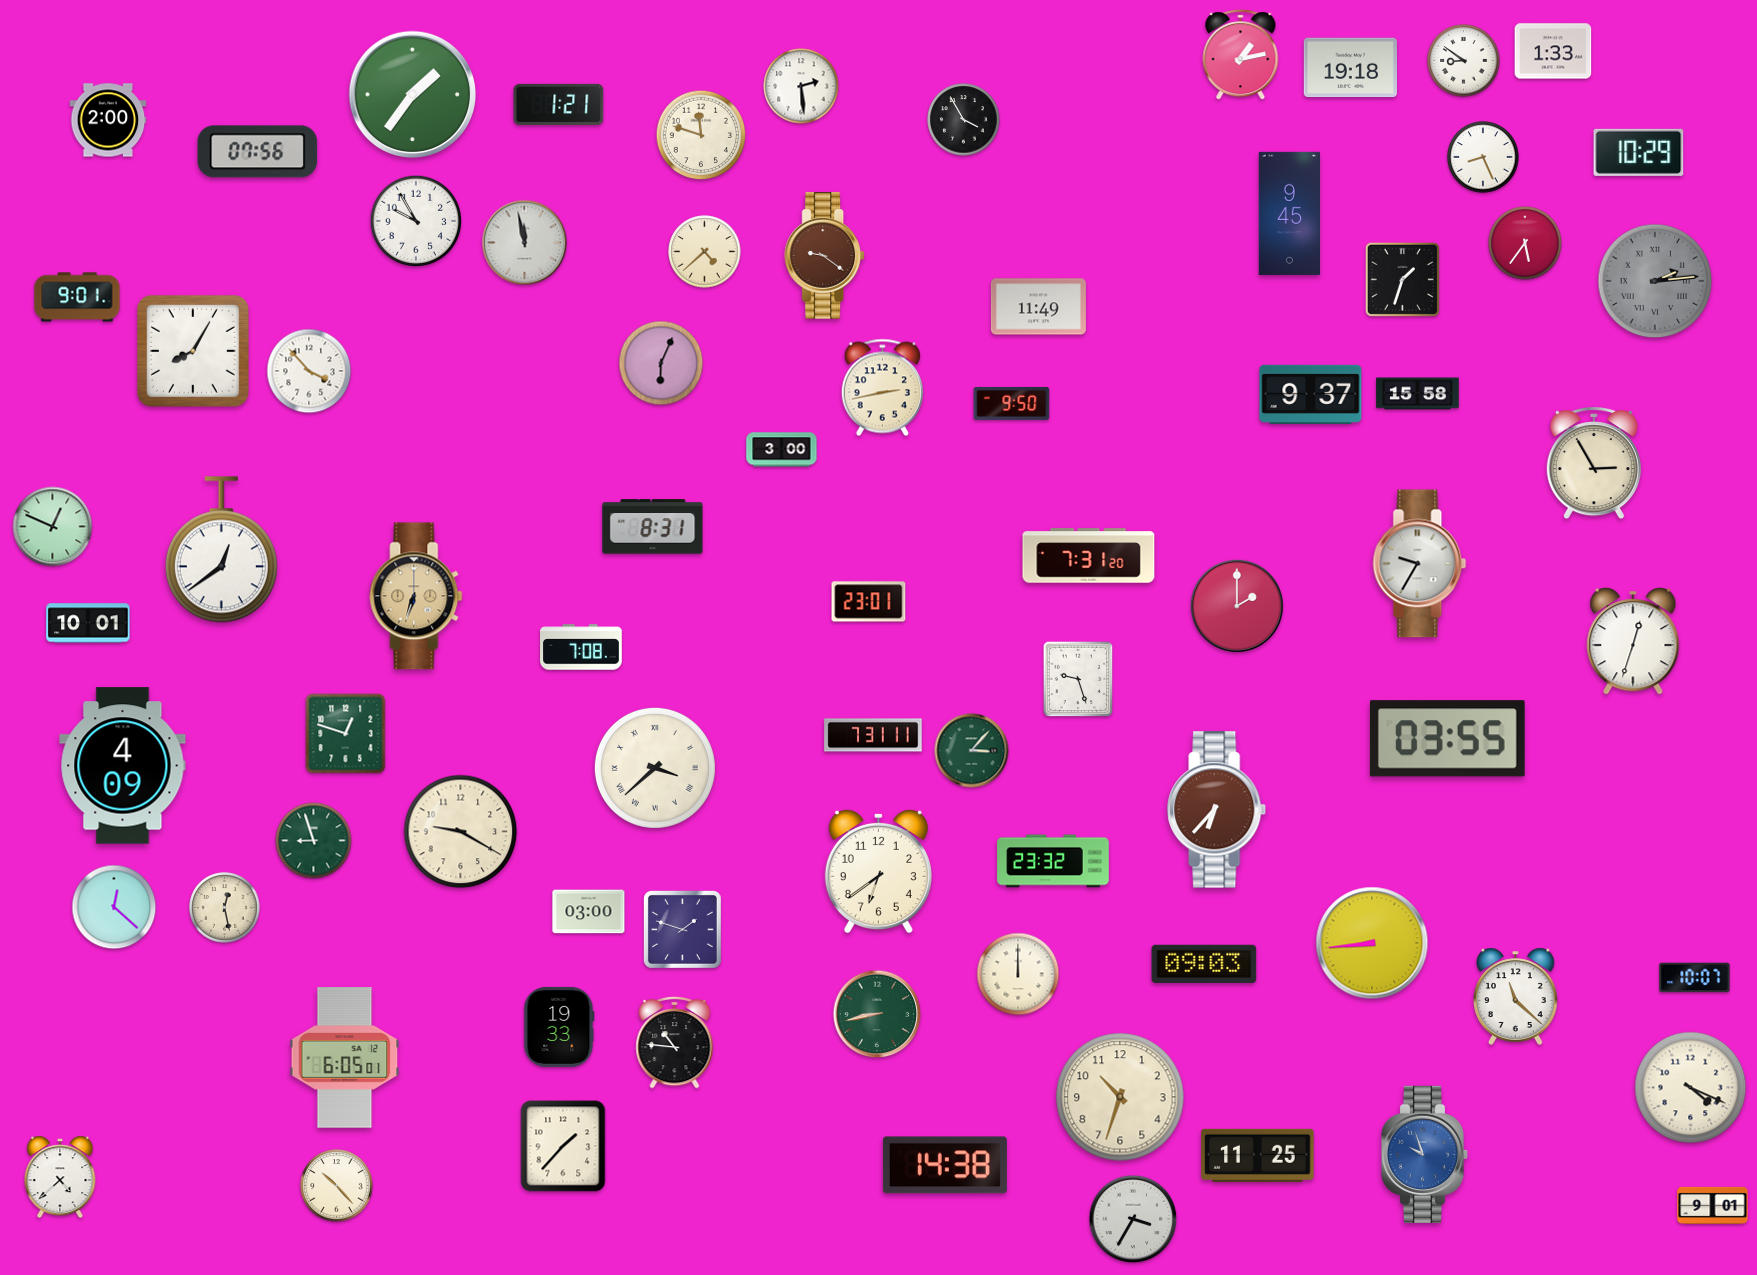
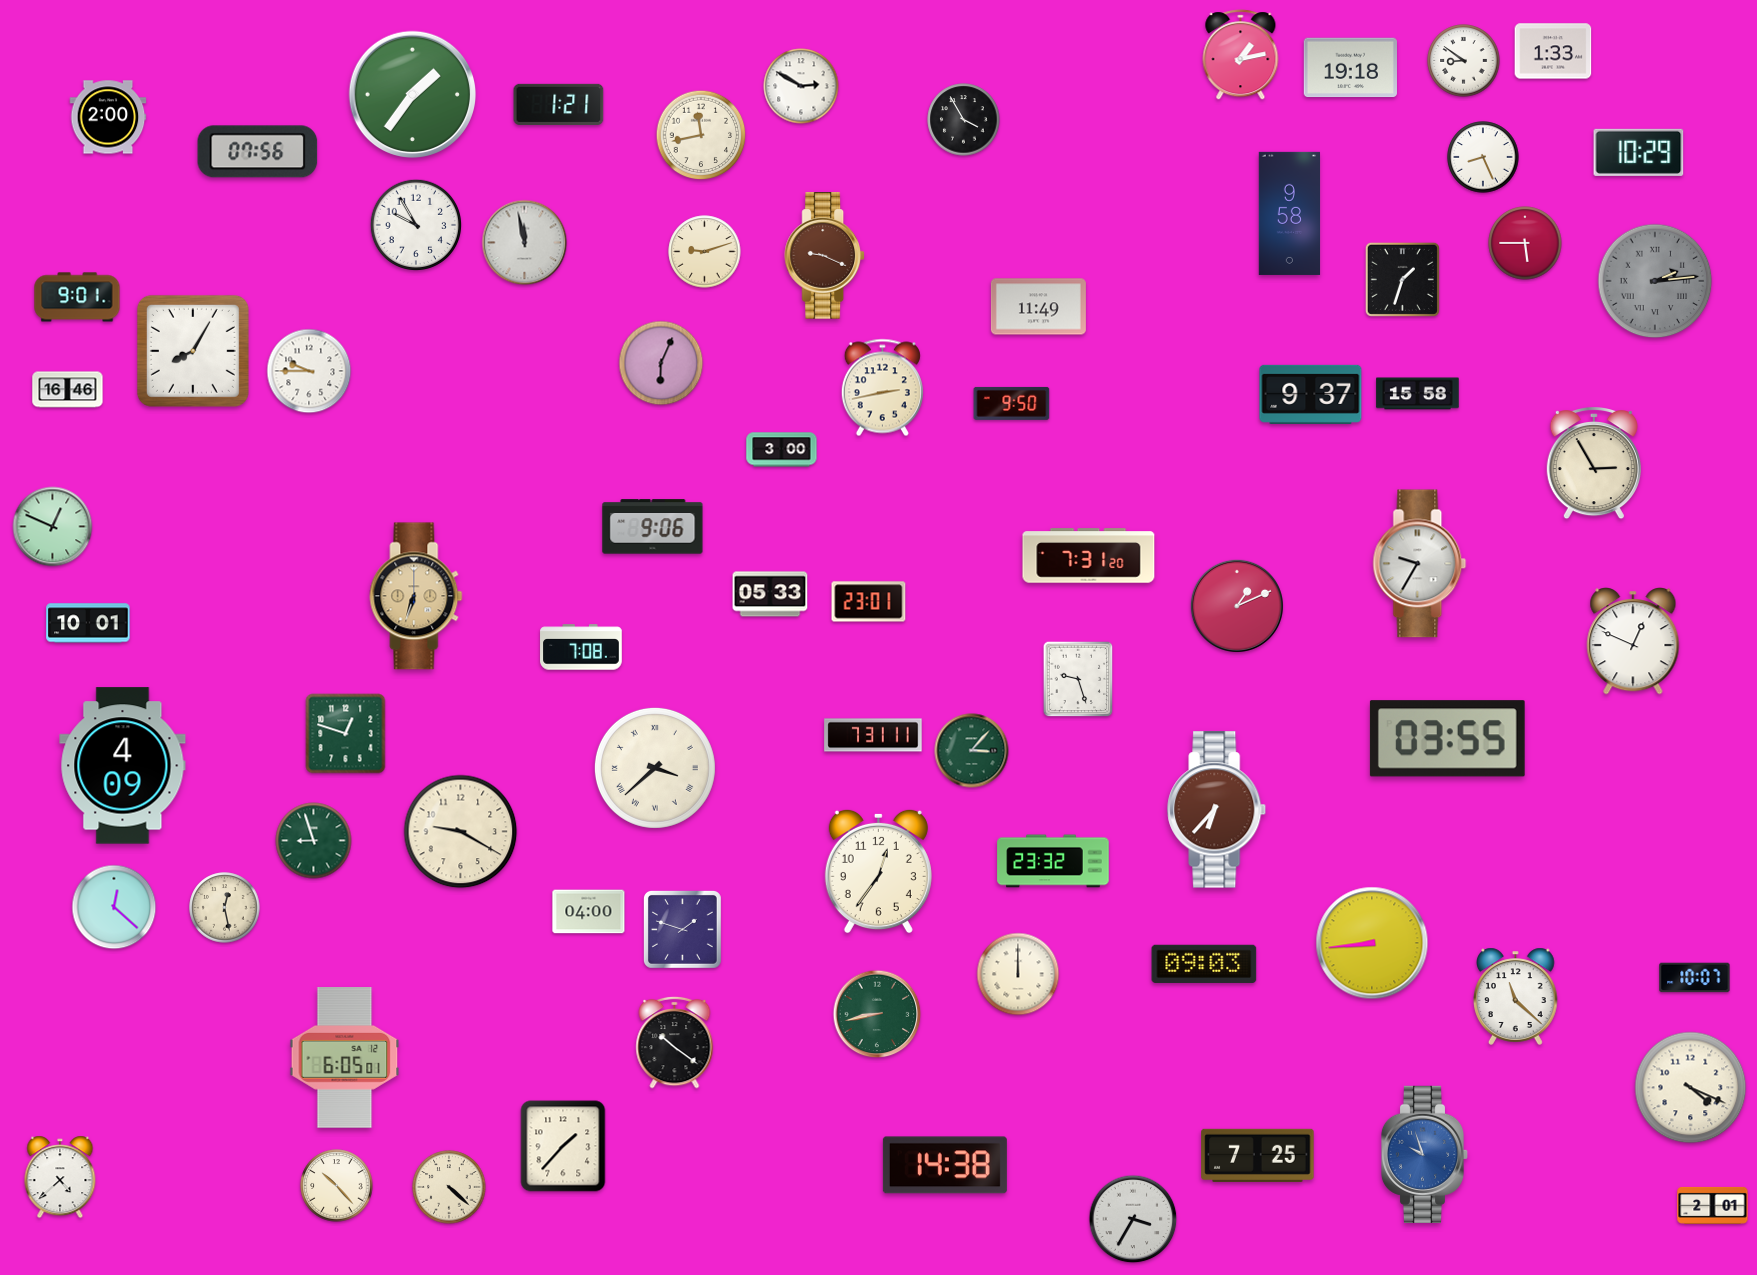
clock at (801, 86): 2:29 -> 2:50
clock at (108, 120) position: (108, 120) -> (108, 117)
clock at (701, 135): 11:48 -> 11:43
clock at (1290, 213): 9:45 -> 9:58
clock at (415, 220) position: (415, 220) -> (415, 224)
clock at (1525, 243): 5:36 -> 5:45
clock at (705, 252): 4:38 -> 9:12
clock at (824, 256): 9:21 -> 9:19
clock at (309, 371): 3:53 -> 9:45
clock at (68, 390): none -> 16:46
clock at (653, 527): 8:31 -> 9:06
clock at (221, 550): 12:39 -> none
clock at (770, 594): none -> 05:33
clock at (1237, 606): 2:00 -> 1:11
clock at (1633, 641): 12:33 -> 12:49
clock at (878, 871): 6:39 -> 12:36
clock at (589, 912): 03:00 -> 04:00
clock at (559, 1027): 19:33 -> none
clock at (675, 1042): 10:46 -> 10:21
clock at (1120, 1097): 10:33 -> none
clock at (1258, 1155): 11:25 -> 7:25
clock at (449, 1187): none -> 4:22
clock at (1713, 1205): 9:01 -> 2:01
